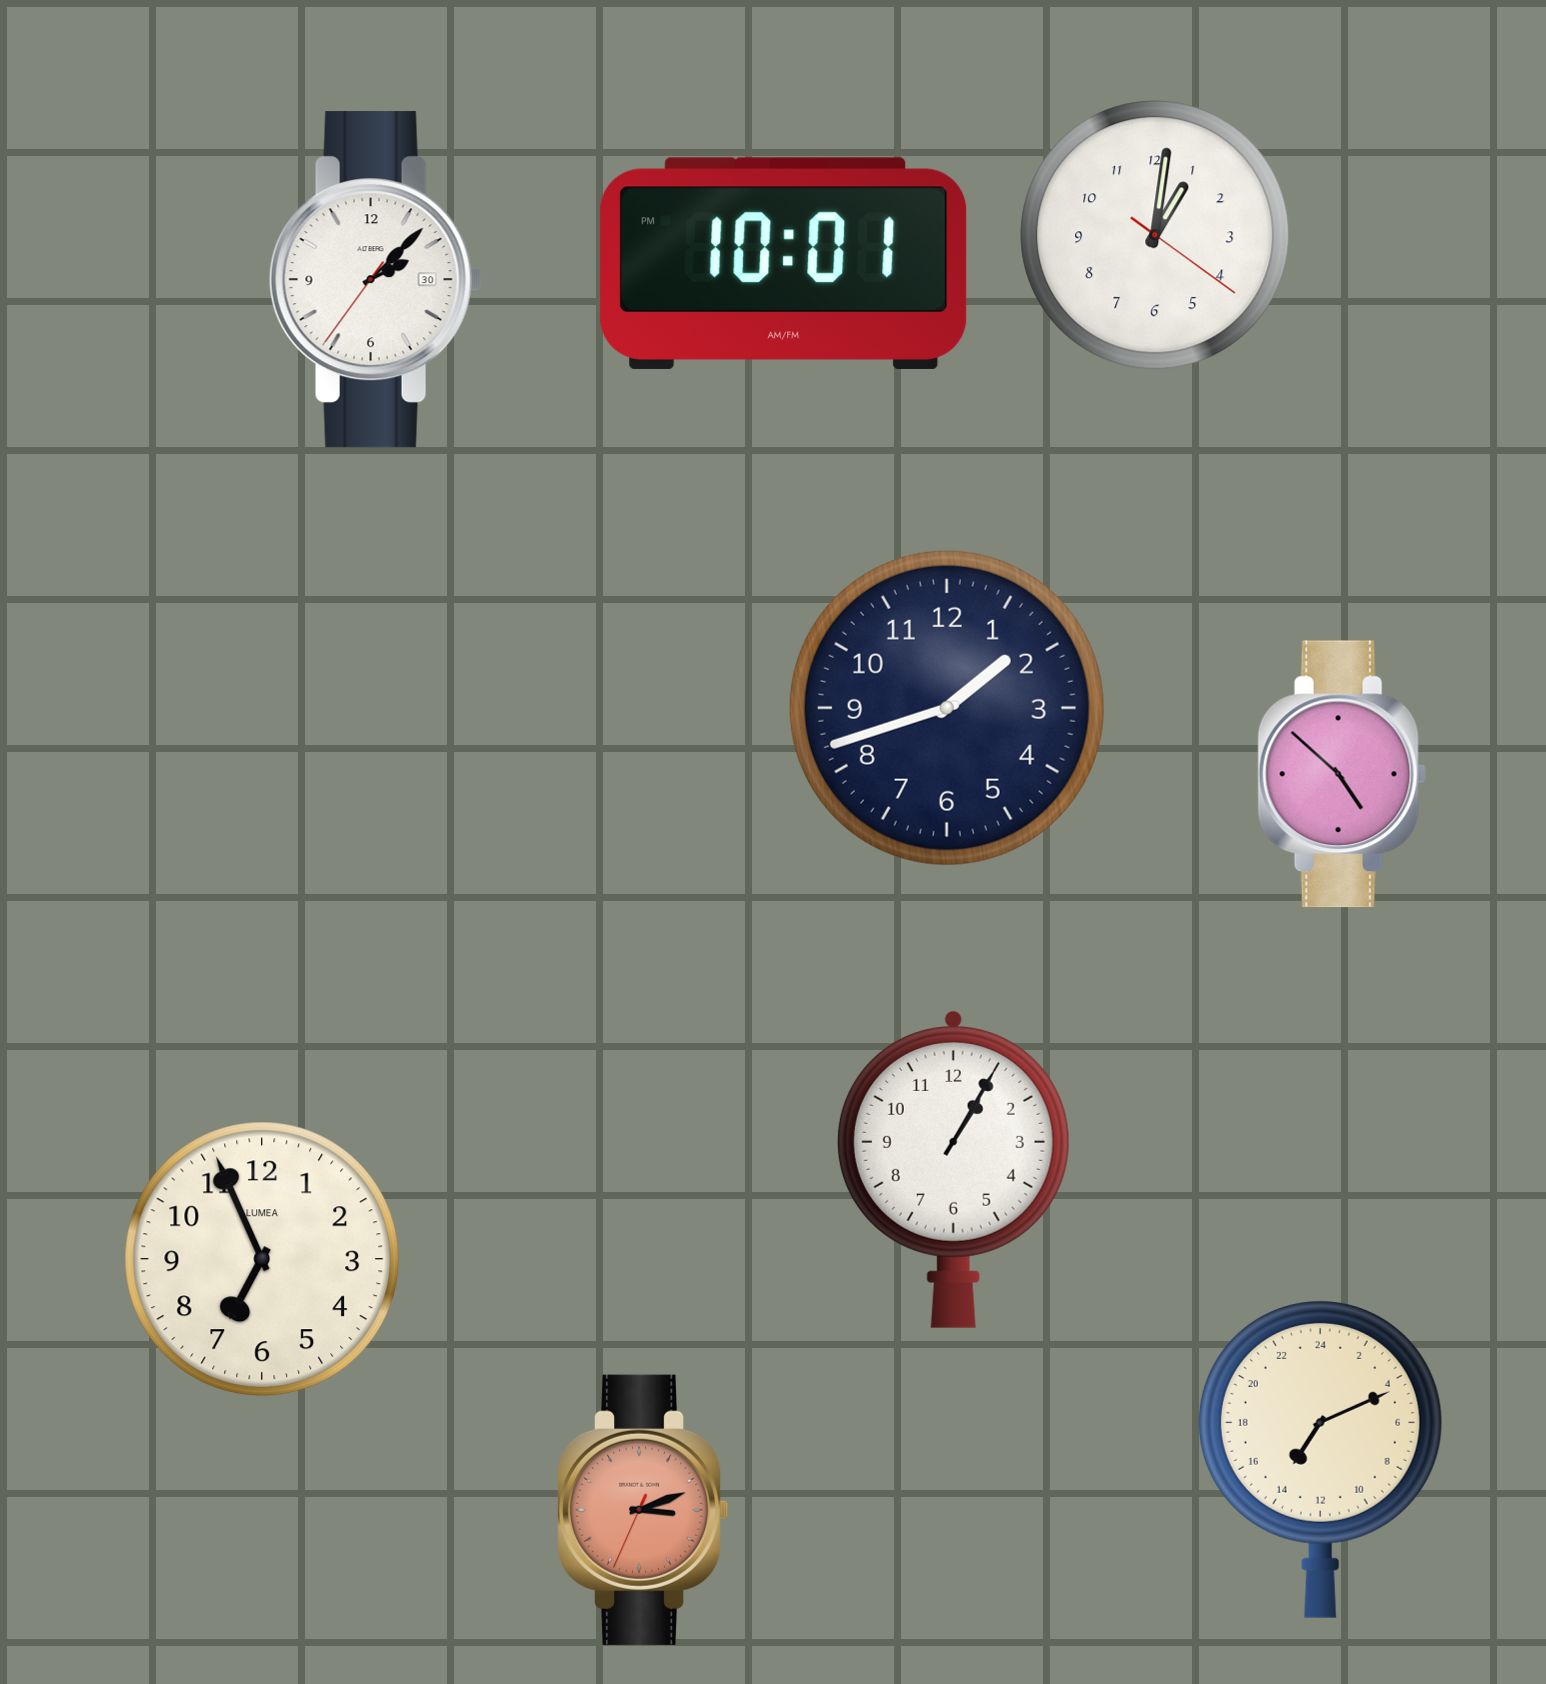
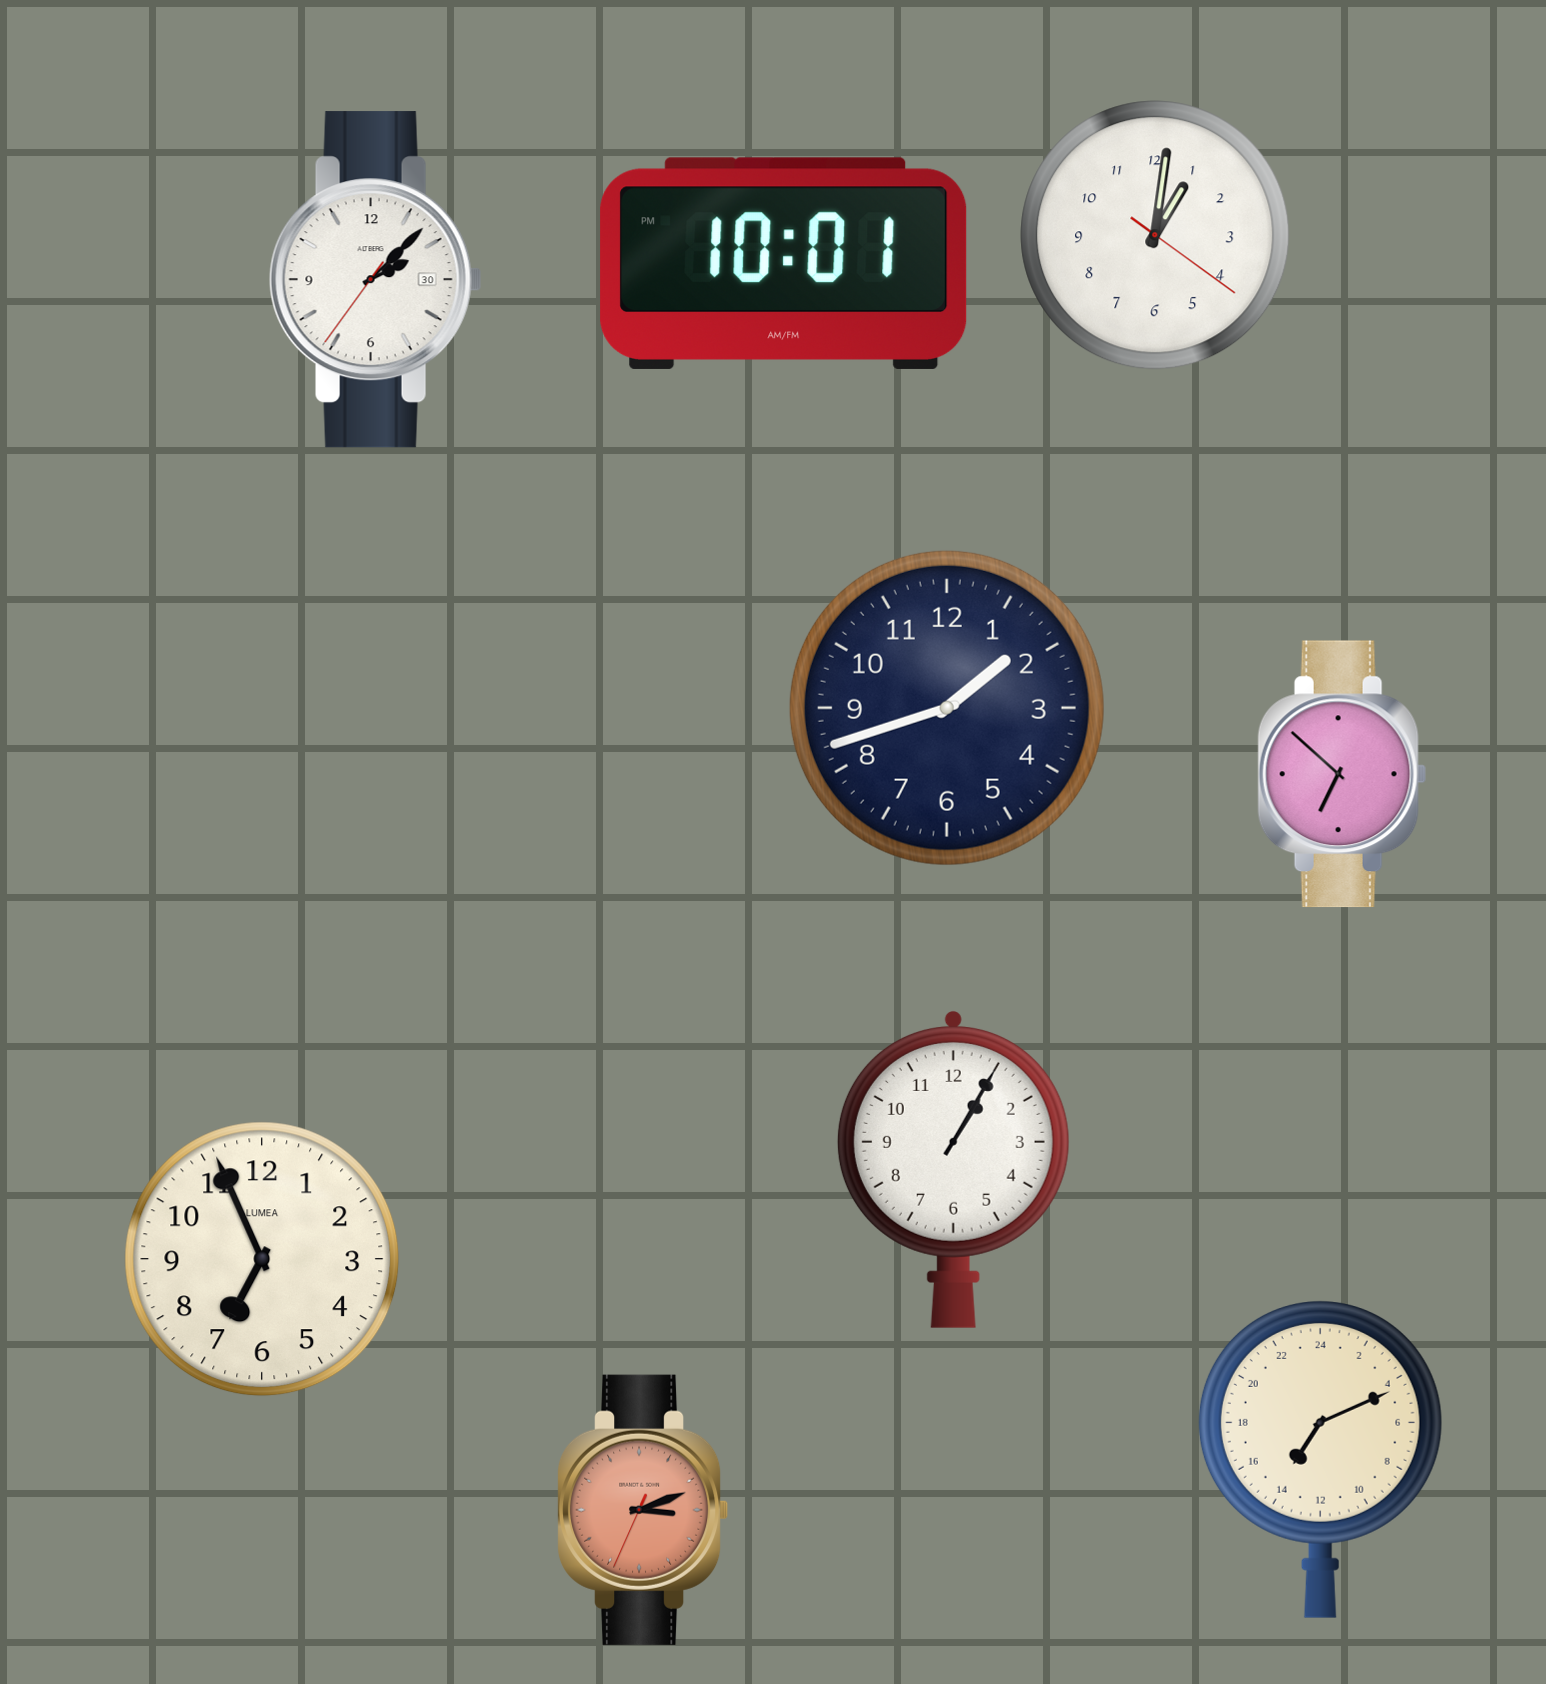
clock at (1342, 774): 4:52 -> 6:52
